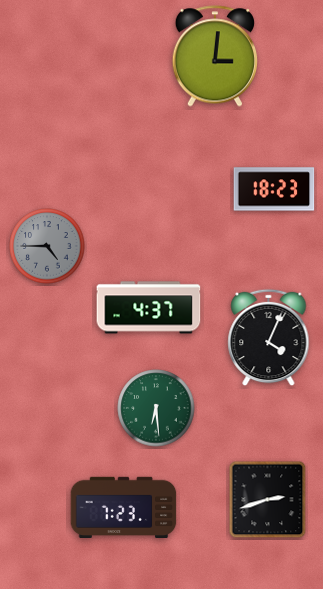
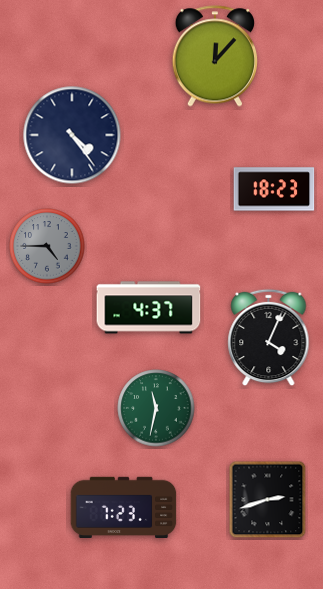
clock at (214, 56): 3:01 -> 12:07
clock at (72, 135): none -> 4:24
clock at (156, 408): 6:29 -> 11:32
